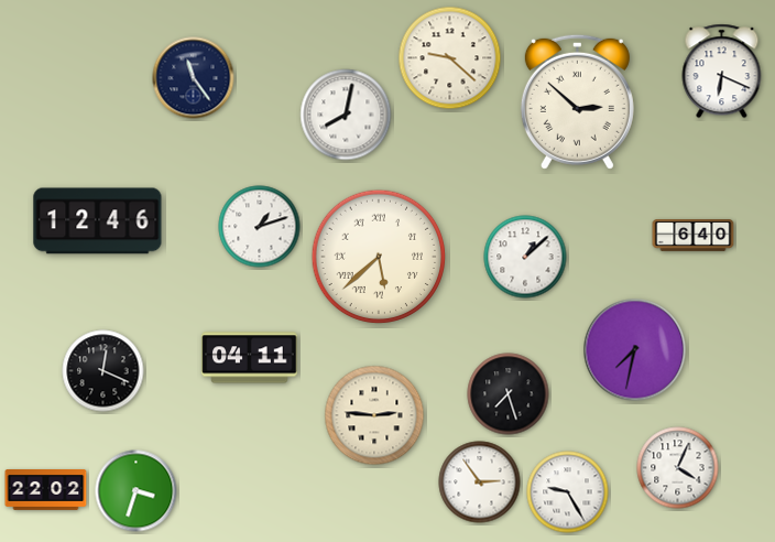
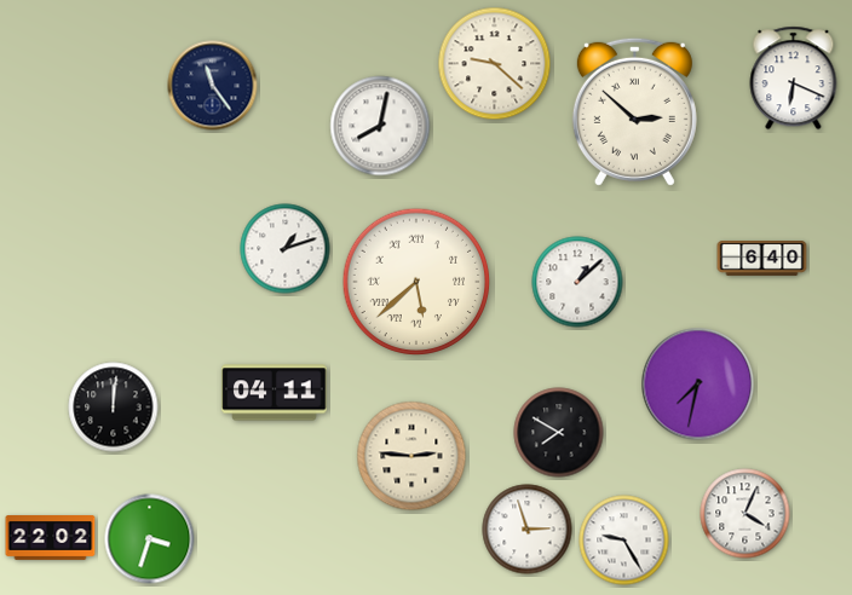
clock at (98, 221): 12:46 -> none
clock at (103, 371): 12:19 -> 12:01
clock at (509, 394): 7:27 -> 7:50
clock at (480, 483): 2:54 -> 2:57
